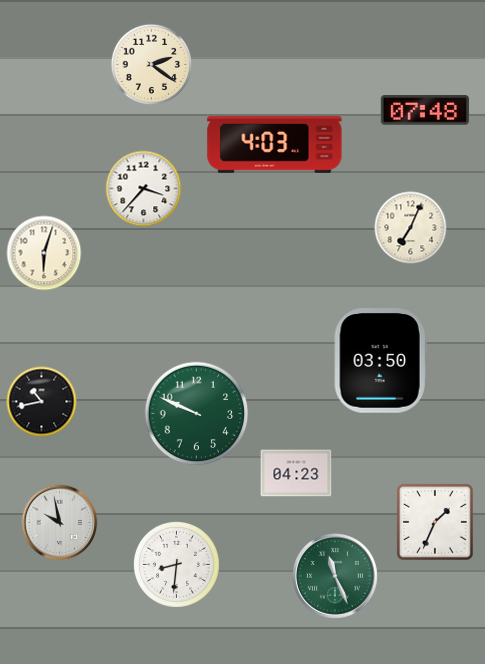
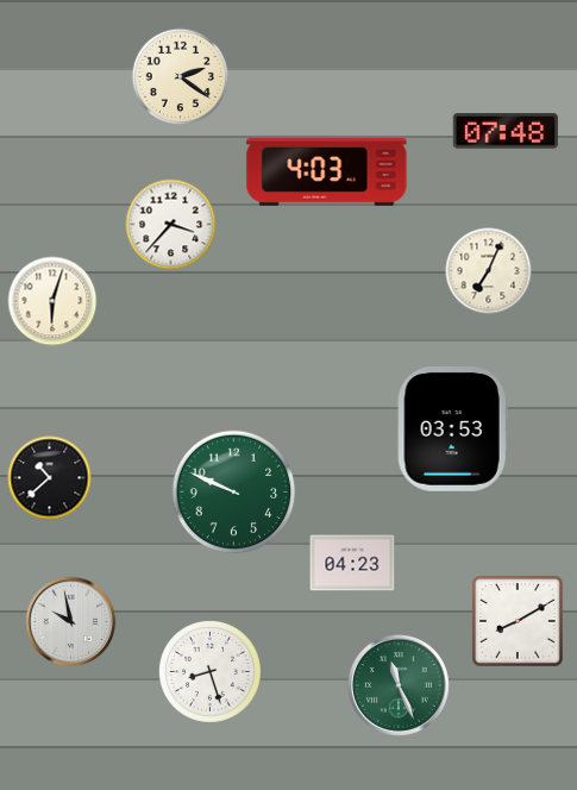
clock at (380, 361): 03:50 -> 03:53
clock at (42, 402): 10:43 -> 10:38
clock at (436, 523): 1:34 -> 8:10
clock at (177, 565): 8:31 -> 8:27
